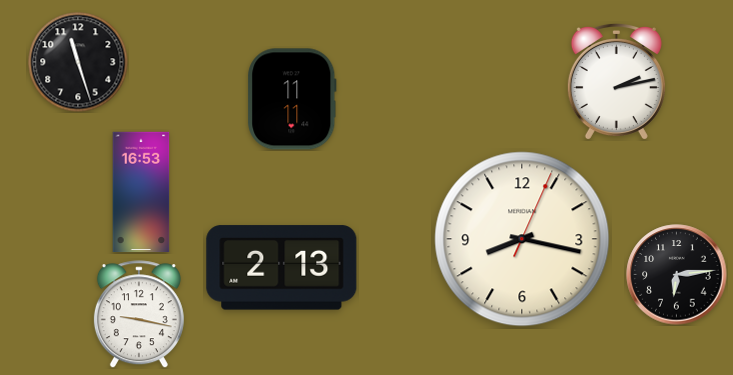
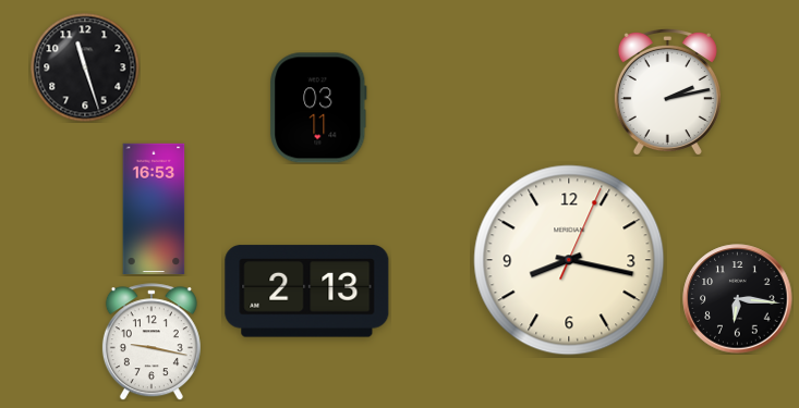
clock at (616, 81) position: (616, 81) -> (667, 91)
clock at (292, 99): 11:11 -> 03:11
clock at (677, 275): 6:14 -> 6:16
